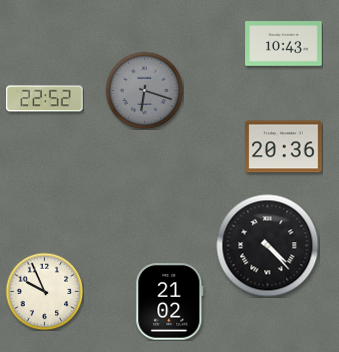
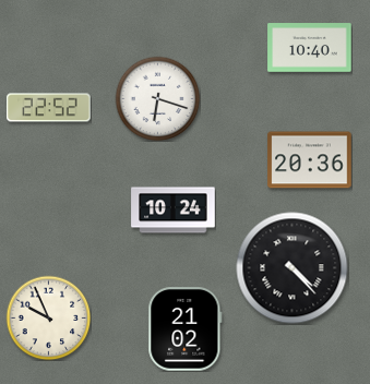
clock at (284, 44): 10:43 -> 10:40
clock at (144, 90) dial: grey -> white
clock at (174, 211): none -> 10:24
